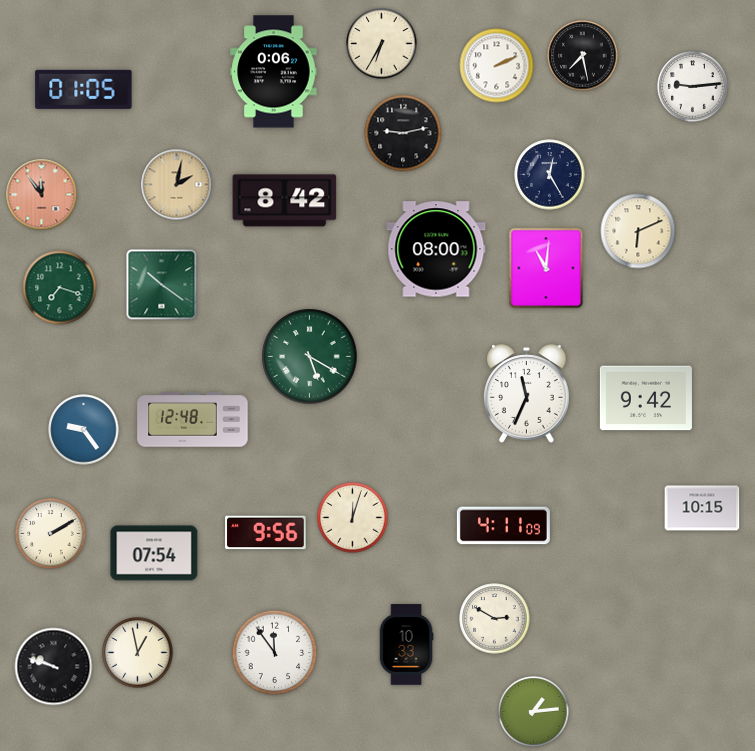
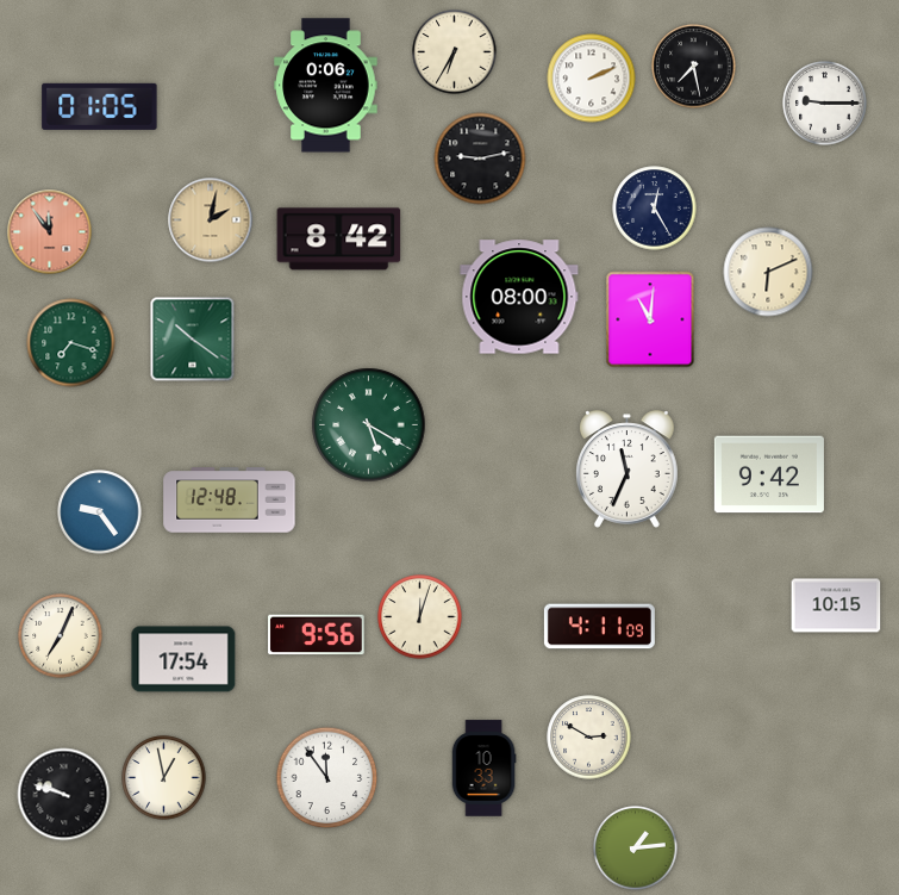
clock at (693, 87): 9:14 -> 9:15
clock at (638, 231) position: (638, 231) -> (768, 272)
clock at (51, 534): 2:10 -> 7:04
clock at (154, 553): 07:54 -> 17:54
